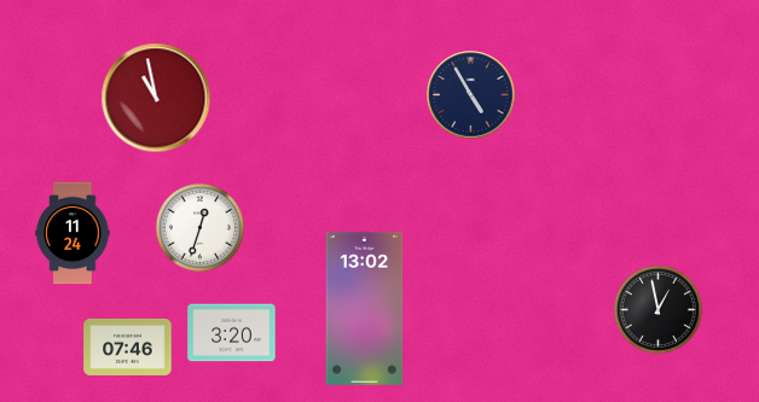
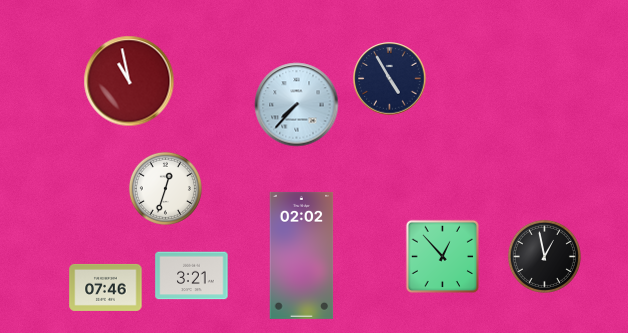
clock at (297, 105): none -> 7:37
clock at (73, 233): 11:24 -> none
clock at (365, 308): 13:02 -> 02:02
clock at (442, 256): none -> 12:53
clock at (232, 333): 3:20 -> 3:21
